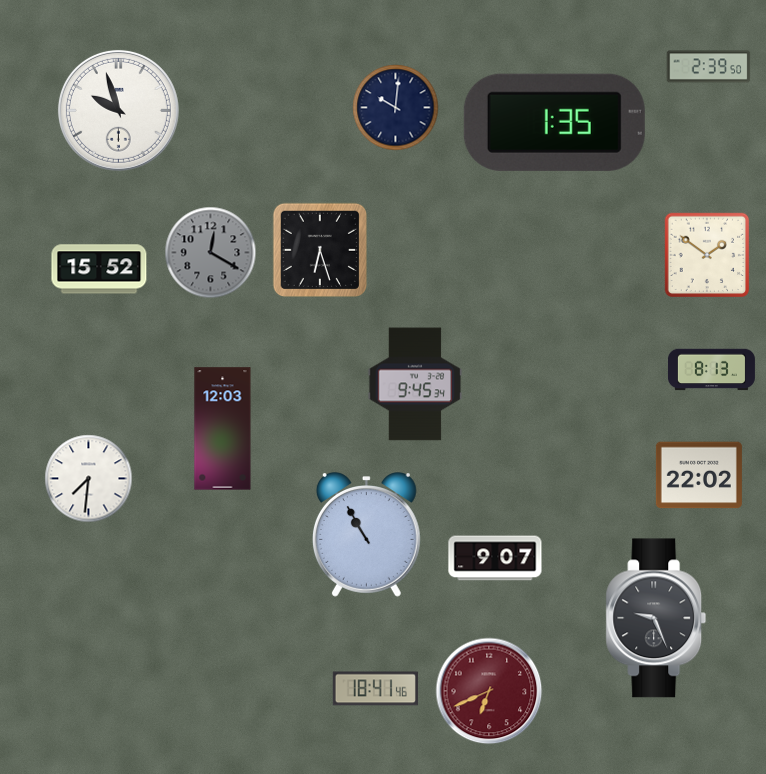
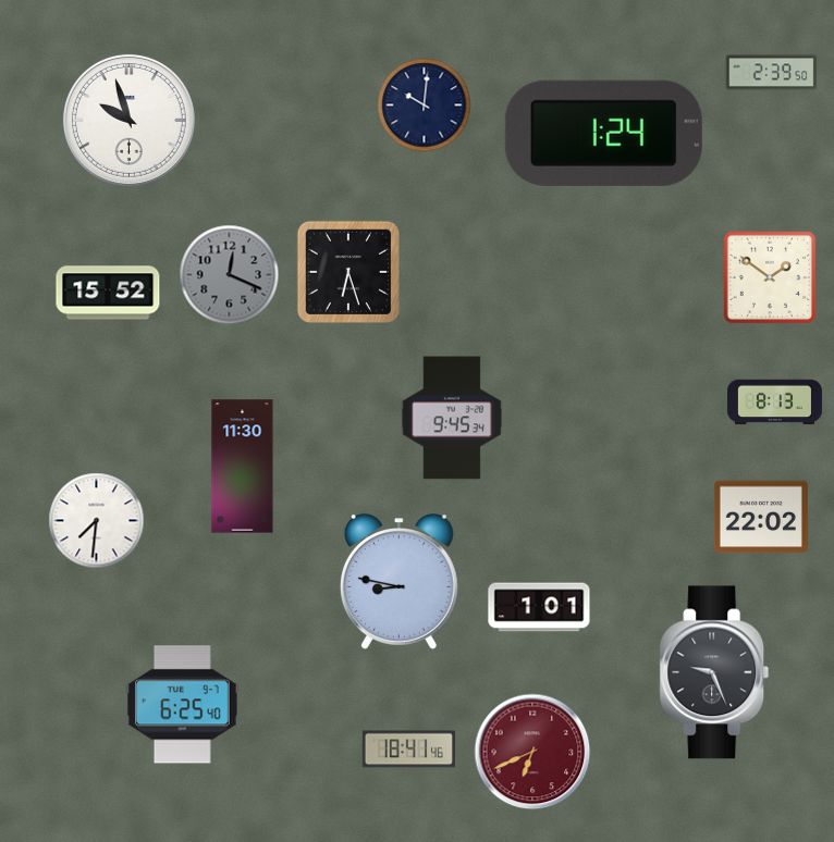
clock at (396, 108) position: (396, 108) -> (425, 106)
clock at (554, 122): 1:35 -> 1:24
clock at (211, 253): 12:20 -> 12:19
clock at (223, 429): 12:03 -> 11:30
clock at (366, 535): 10:55 -> 8:47
clock at (495, 558): 9:07 -> 1:01
clock at (183, 705): none -> 6:25
